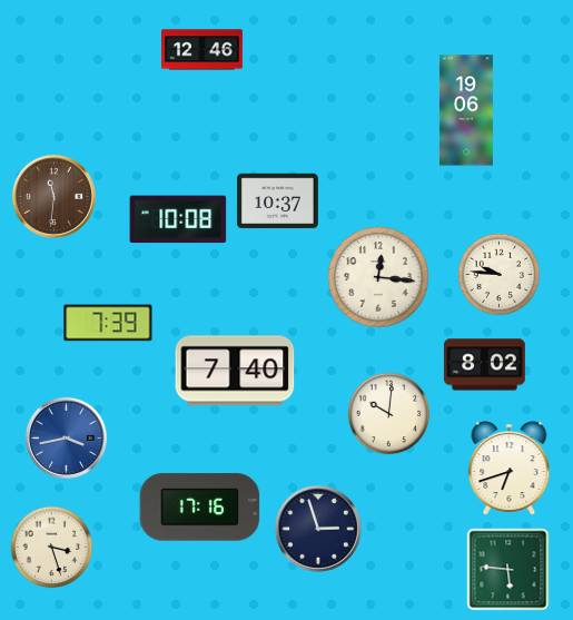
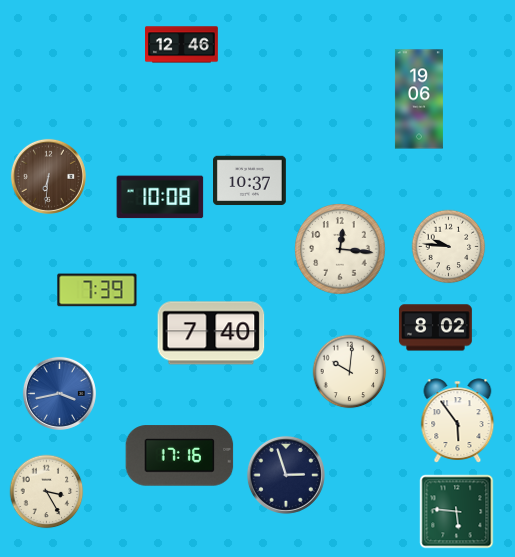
clock at (53, 196): 11:31 -> 6:31
clock at (510, 469): 6:42 -> 5:54
clock at (52, 548): 3:27 -> 3:25
